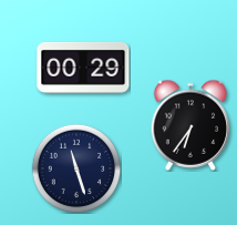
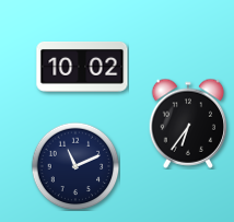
clock at (83, 69): 00:29 -> 10:02
clock at (76, 168): 11:27 -> 11:11
